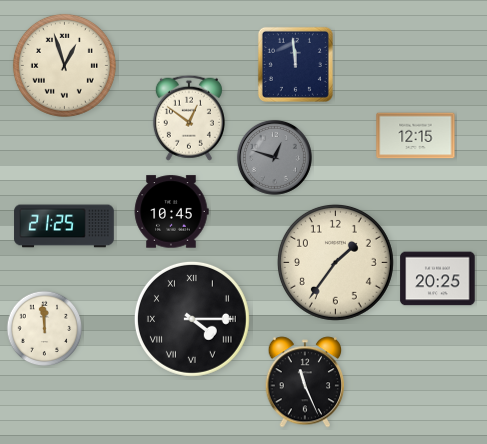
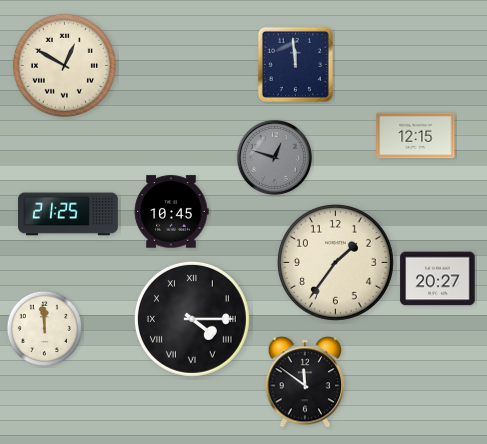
clock at (64, 65): 12:57 -> 12:50
clock at (189, 118): 12:51 -> none
clock at (64, 226) position: (64, 226) -> (68, 214)
clock at (438, 279): 20:25 -> 20:27
clock at (305, 382): 11:26 -> 11:51
